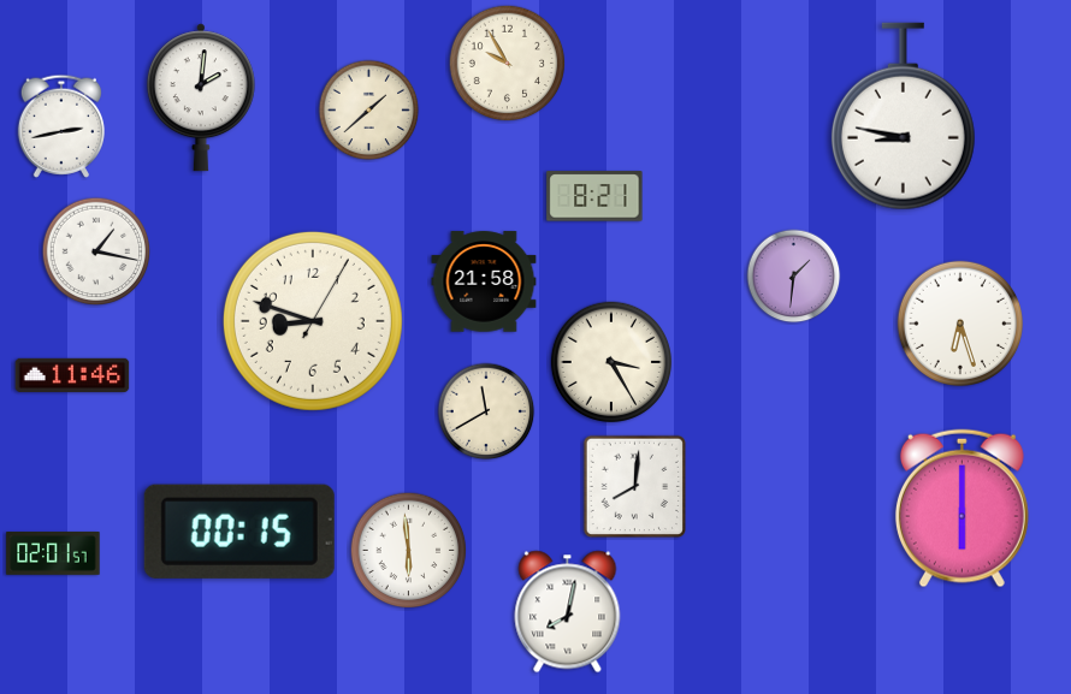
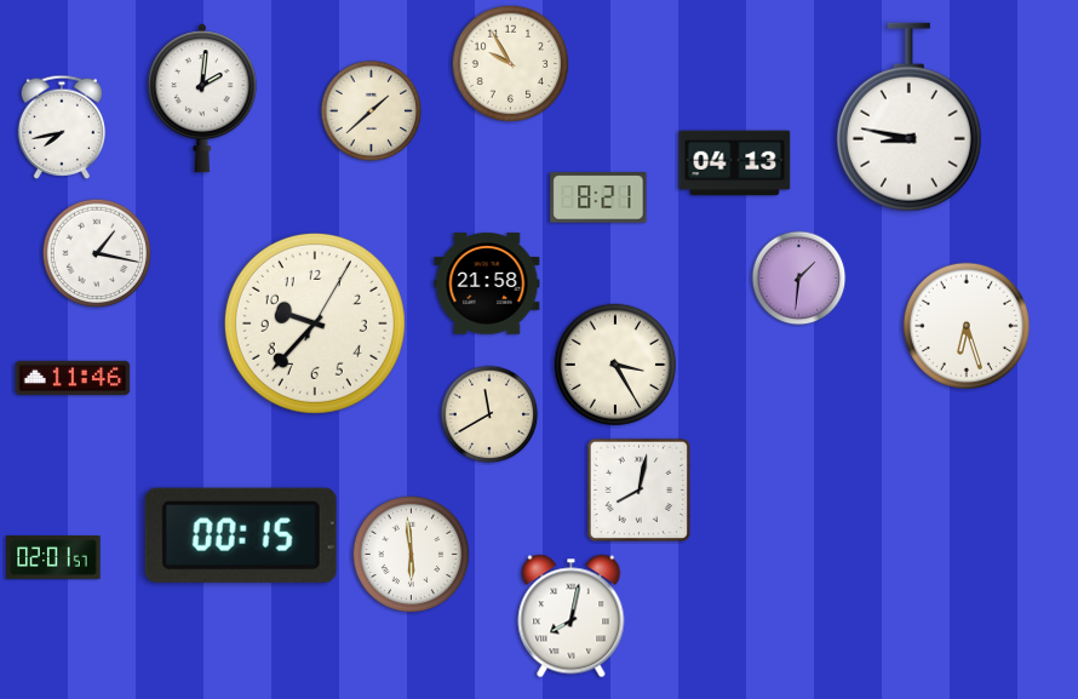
clock at (60, 126): 2:43 -> 7:43
clock at (735, 164): none -> 04:13
clock at (313, 321): 8:48 -> 9:37
clock at (635, 487): 8:01 -> 8:02
clock at (961, 509): 6:00 -> none
